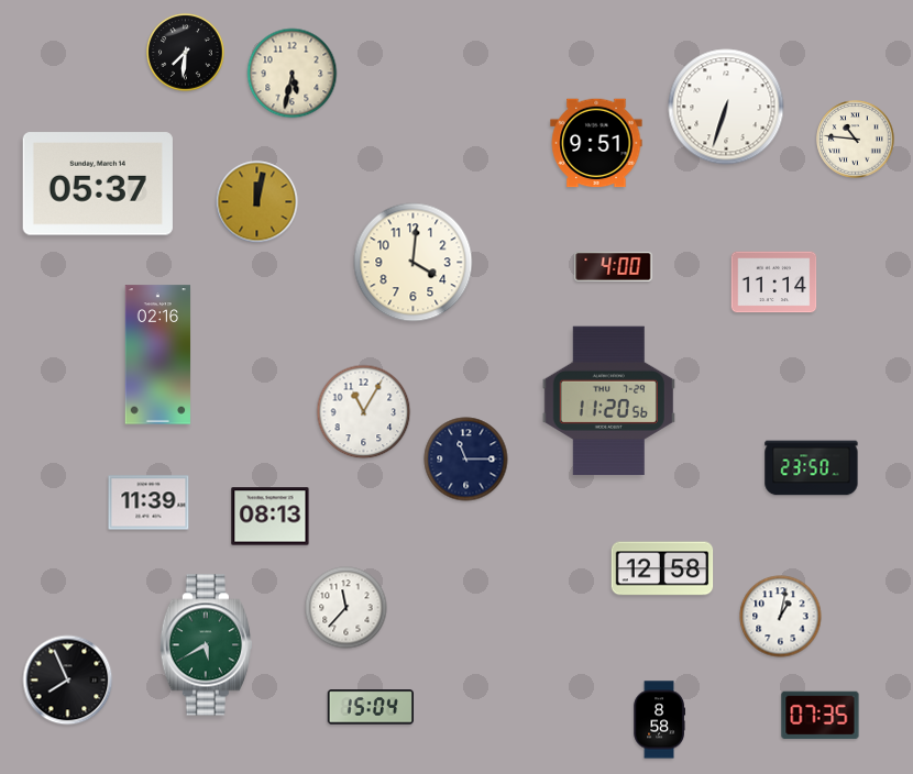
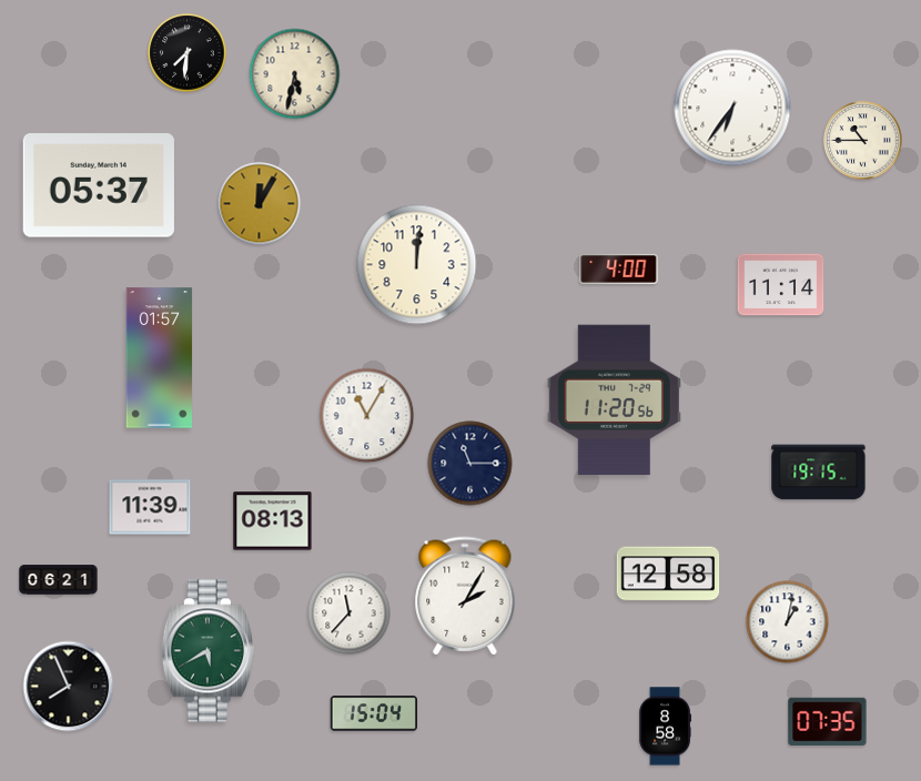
clock at (726, 107): 6:33 -> 6:36
clock at (856, 140): 10:46 -> 10:45
clock at (596, 143): 9:51 -> none
clock at (257, 202): 12:02 -> 12:05
clock at (414, 263): 4:01 -> 12:01
clock at (158, 355): 02:16 -> 01:57
clock at (608, 401) position: (608, 401) -> (614, 400)
clock at (812, 468): 23:50 -> 19:15
clock at (59, 580): none -> 06:21
clock at (465, 596): none -> 2:05
